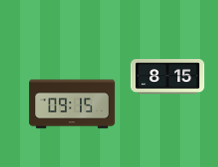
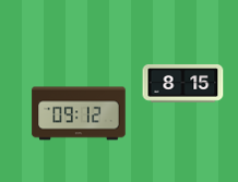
clock at (72, 104): 09:15 -> 09:12
